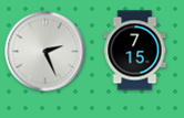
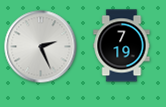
clock at (135, 51): 7:15 -> 7:19
